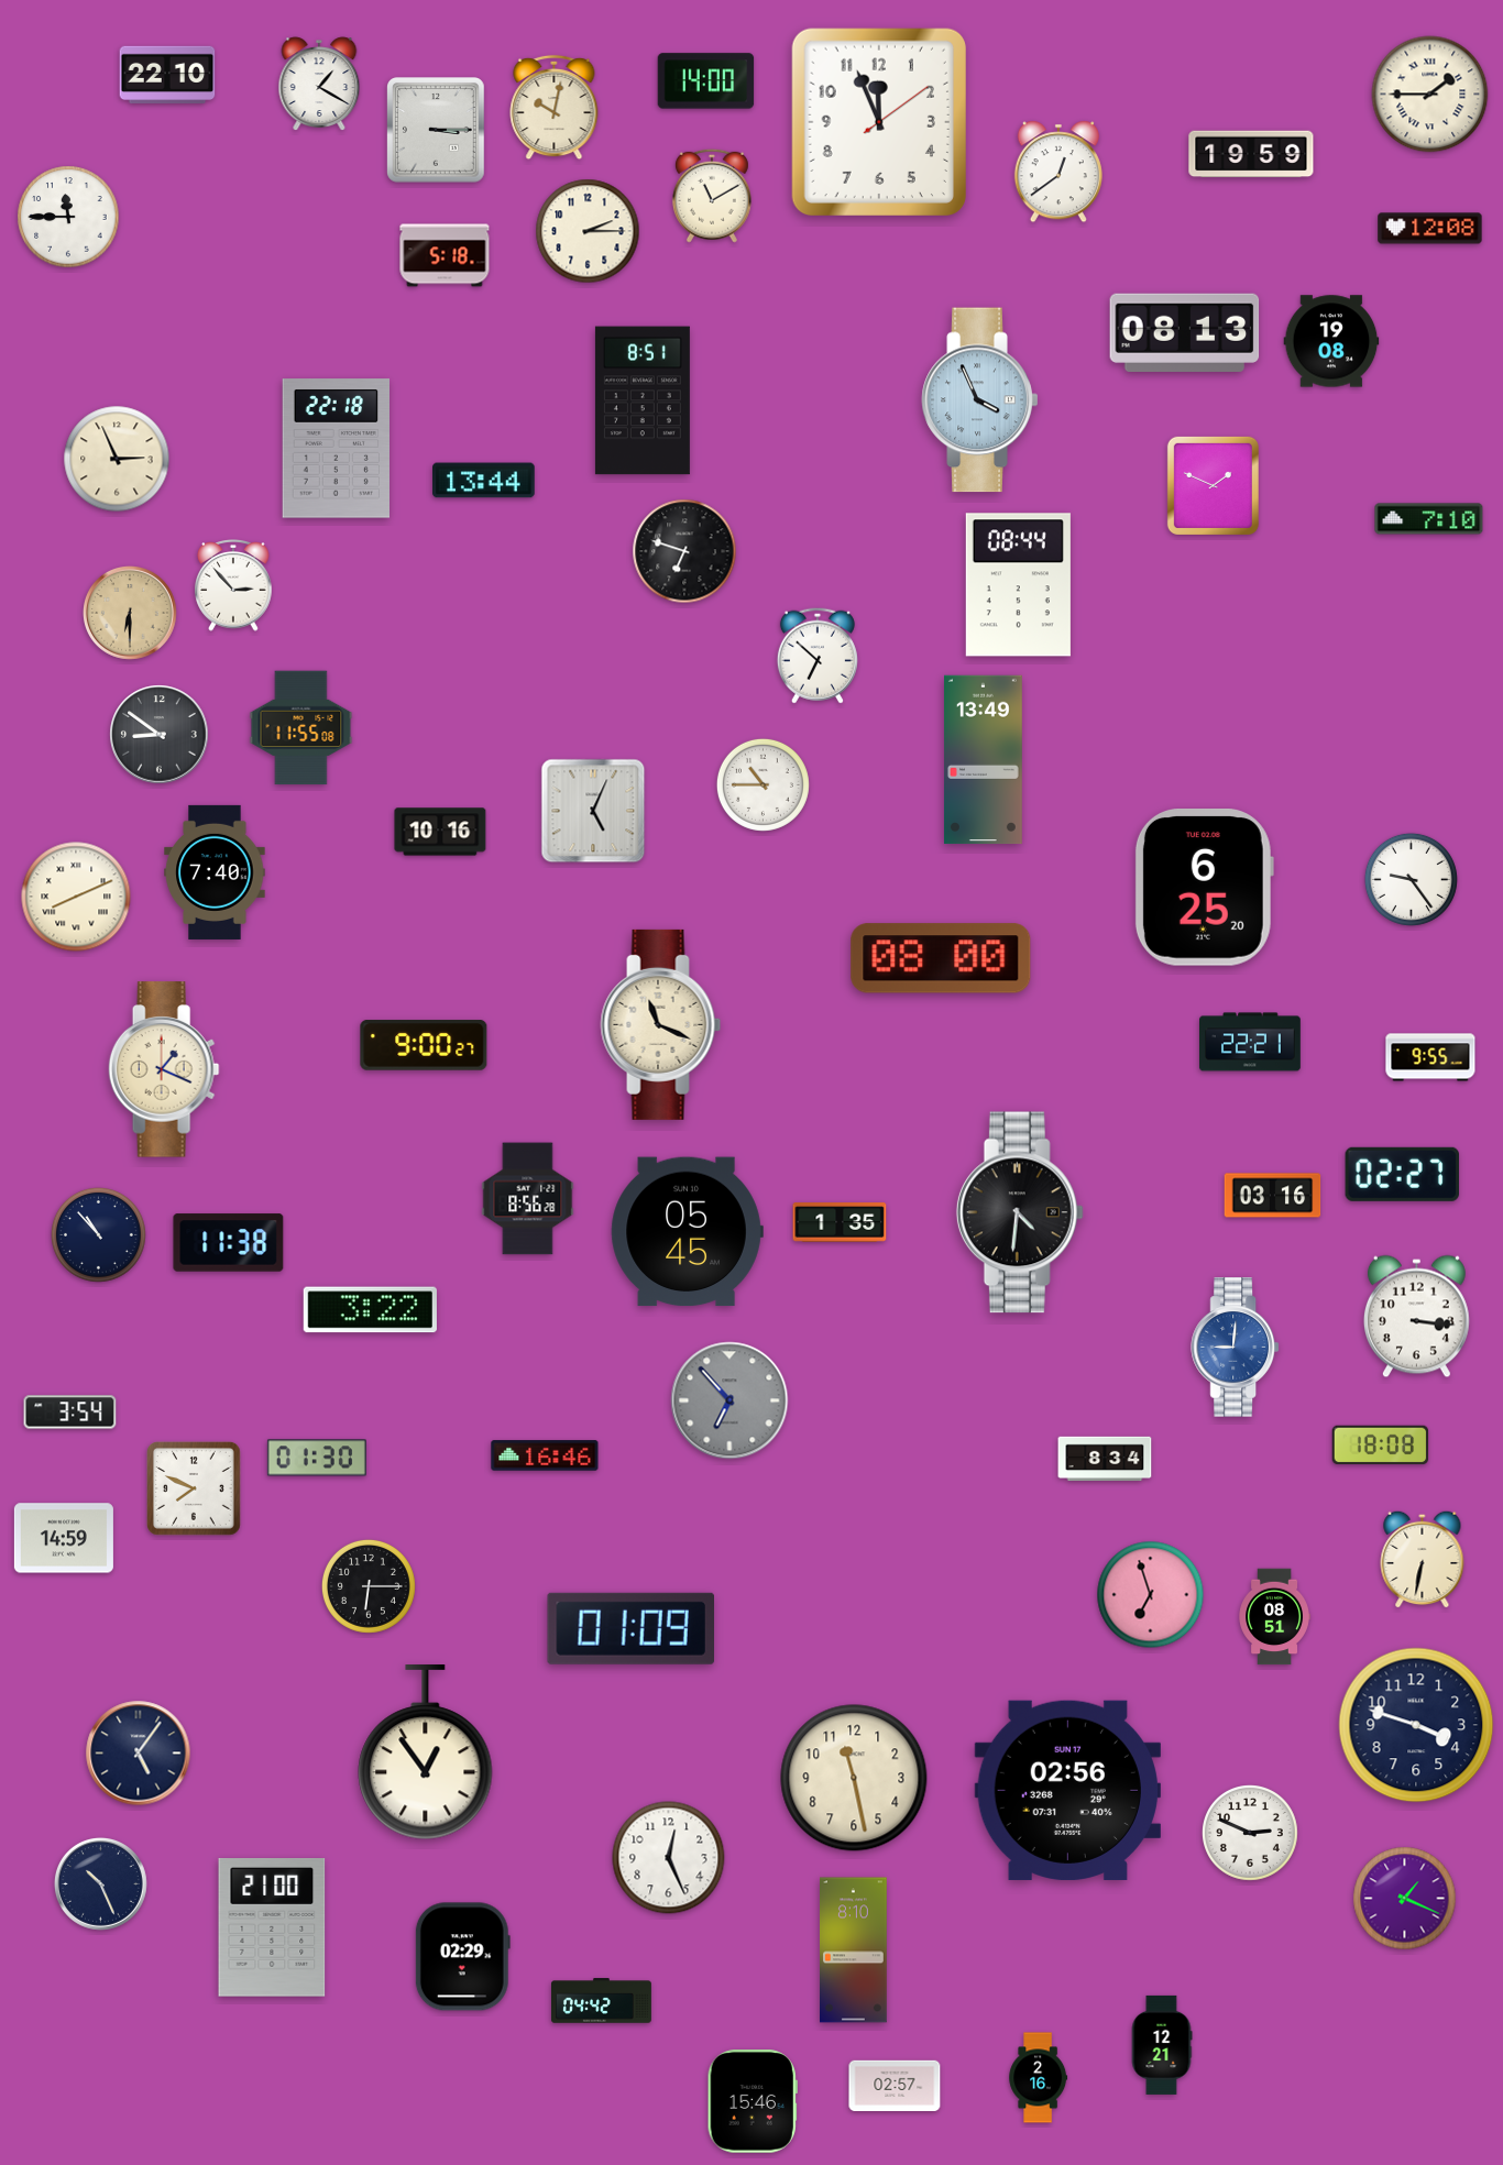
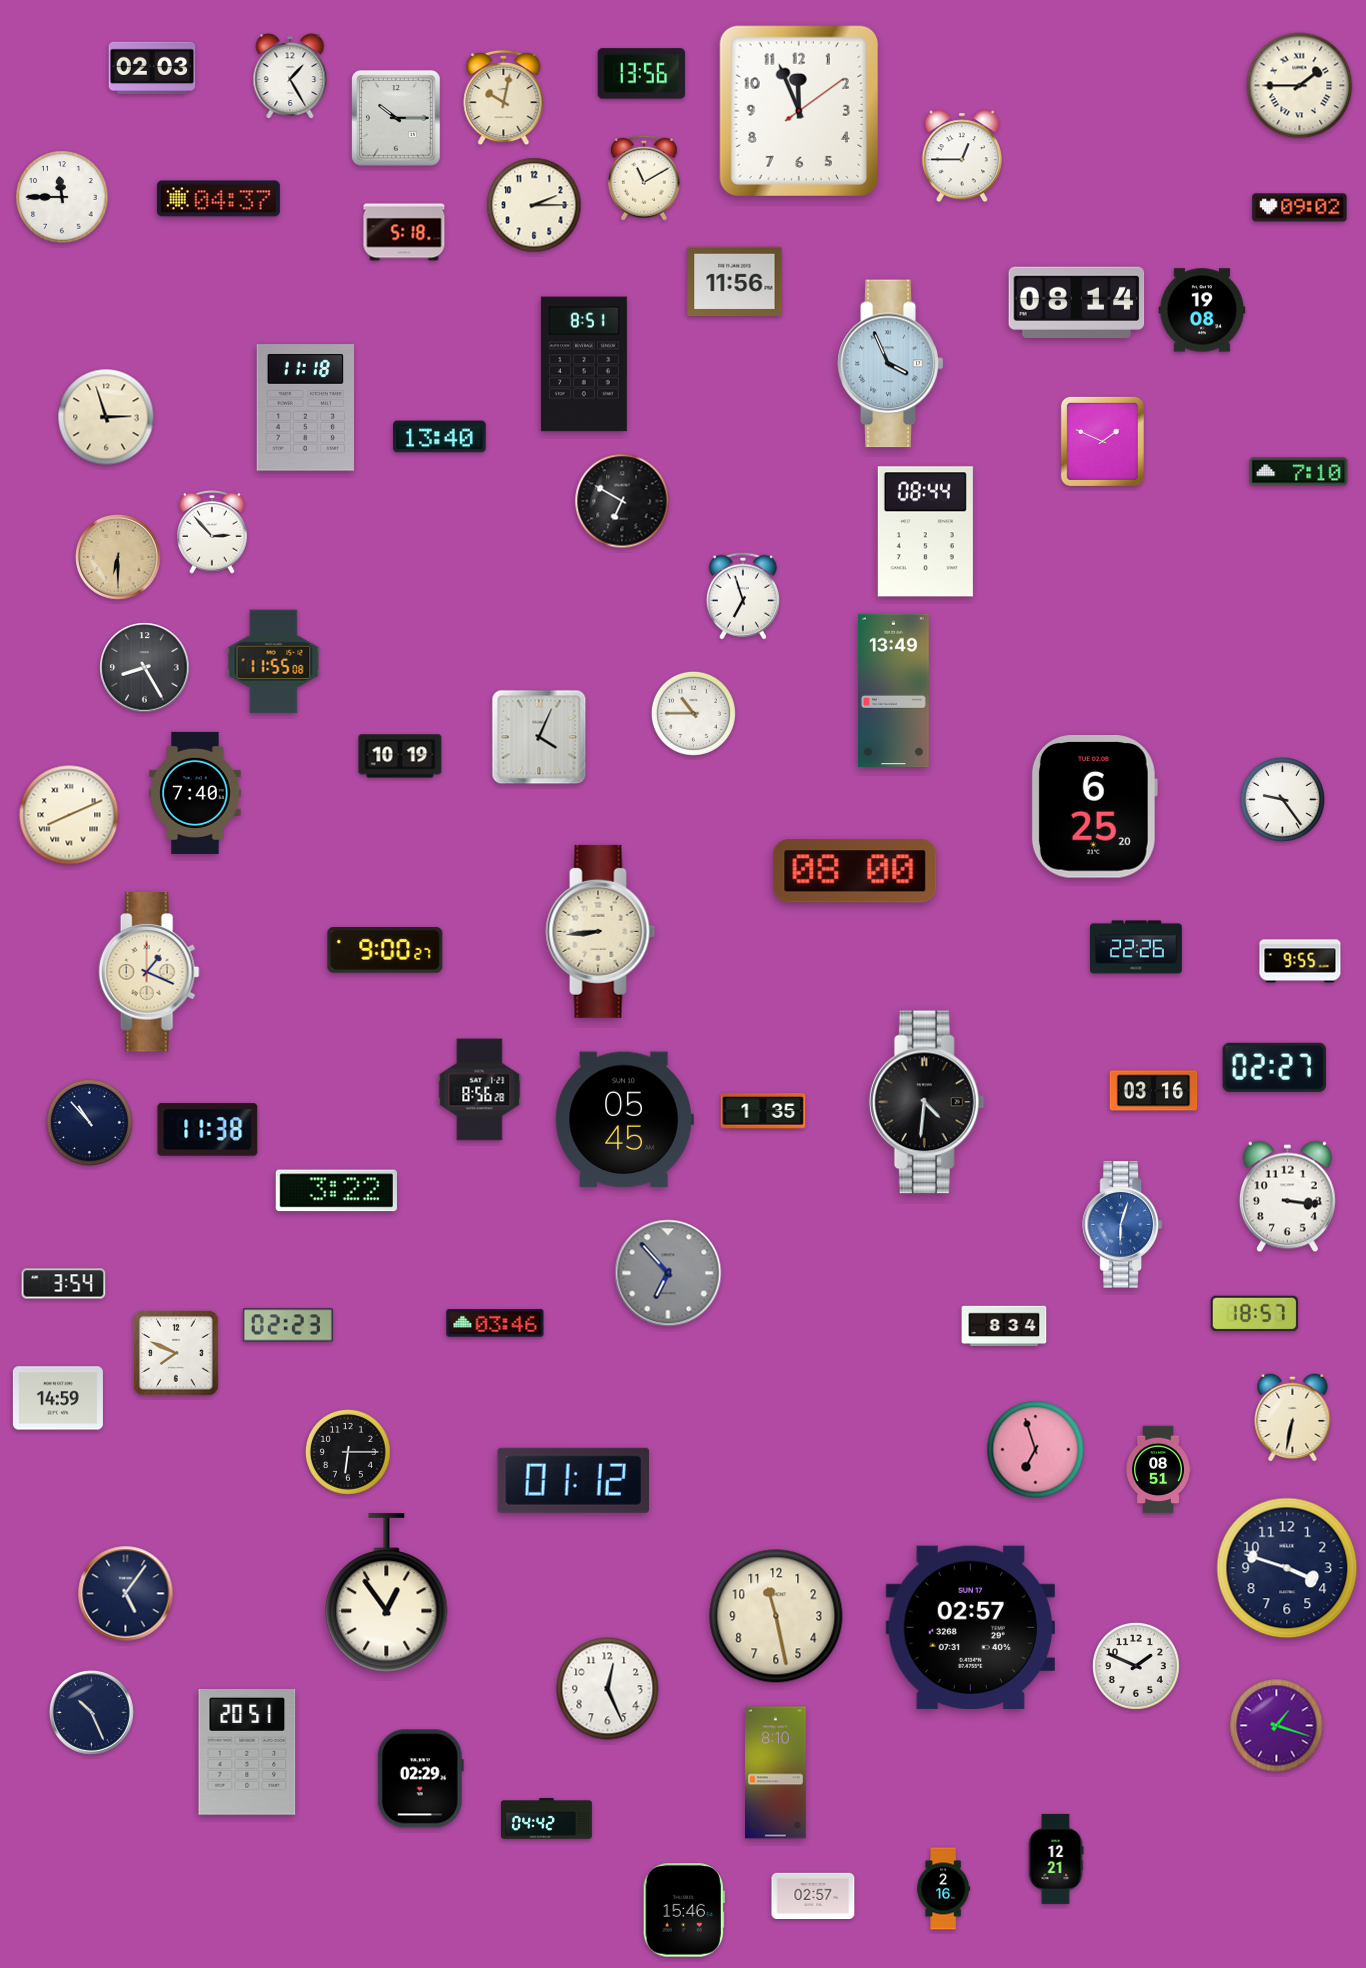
clock at (167, 74): 22:10 -> 02:03
clock at (706, 81): 14:00 -> 13:56
clock at (319, 84): 1:20 -> 1:25
clock at (437, 130): 3:15 -> 10:15
clock at (1251, 154): 19:59 -> none
clock at (1058, 172): 12:39 -> 12:45
clock at (712, 196) position: (712, 196) -> (644, 178)
clock at (218, 199): none -> 04:37
clock at (1430, 229): 12:08 -> 09:02
clock at (588, 231) position: (588, 231) -> (534, 205)
clock at (735, 282): none -> 11:56
clock at (1185, 332): 08:13 -> 08:14
clock at (1331, 341) position: (1331, 341) -> (1202, 310)
clock at (336, 449): 22:18 -> 11:18
clock at (117, 459): 2:56 -> 2:57
clock at (484, 481): 13:44 -> 13:40
clock at (684, 551): 6:48 -> 6:50
clock at (818, 656): 6:52 -> 6:57
clock at (160, 735): 8:51 -> 8:25
clock at (593, 811): 5:04 -> 4:04
clock at (440, 832): 10:16 -> 10:19
clock at (661, 1024): 11:19 -> 8:44
clock at (1250, 1042): 22:21 -> 22:26
clock at (1273, 1196) position: (1273, 1196) -> (1154, 1091)
clock at (1235, 1348): 9:01 -> 6:03
clock at (729, 1400) position: (729, 1400) -> (668, 1273)
clock at (1381, 1446): 18:08 -> 18:57
clock at (545, 1455): 16:46 -> 03:46
clock at (317, 1458): 01:30 -> 02:23
clock at (369, 1586) position: (369, 1586) -> (348, 1452)
clock at (1151, 1595) position: (1151, 1595) -> (1036, 1450)
clock at (630, 1628): 01:09 -> 01:12
clock at (1067, 1790): 02:56 -> 02:57
clock at (1251, 1834): 2:49 -> 1:49
clock at (1405, 1899): 1:19 -> 1:18
clock at (272, 1928): 21:00 -> 20:51
